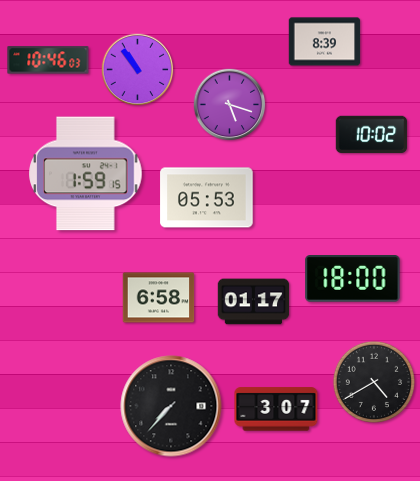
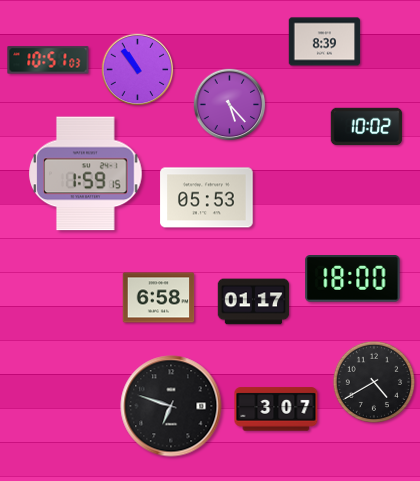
clock at (48, 60): 10:46 -> 10:51
clock at (230, 105): 5:18 -> 5:23
clock at (372, 135) position: (372, 135) -> (367, 127)
clock at (171, 406): 7:37 -> 6:48
